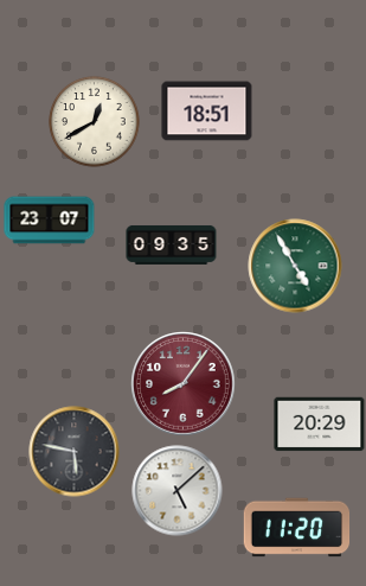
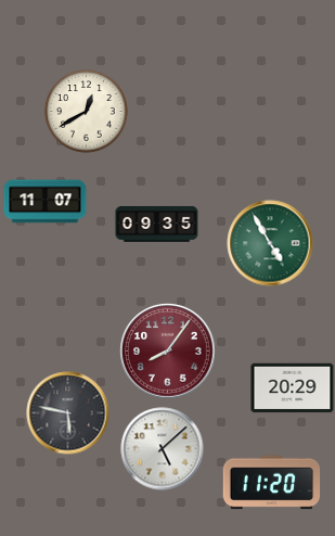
clock at (207, 112): 18:51 -> none
clock at (50, 221): 23:07 -> 11:07
